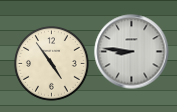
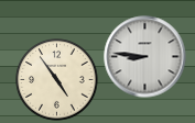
clock at (52, 64) position: (52, 64) -> (57, 80)
